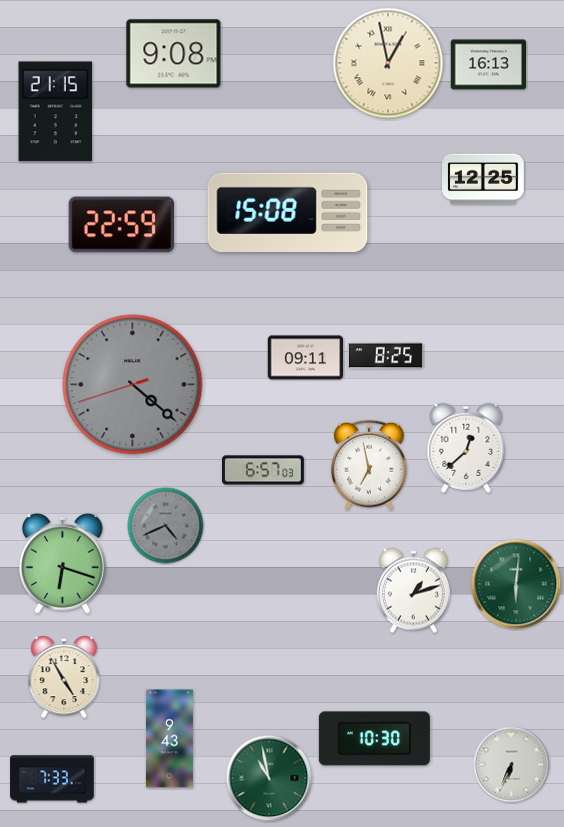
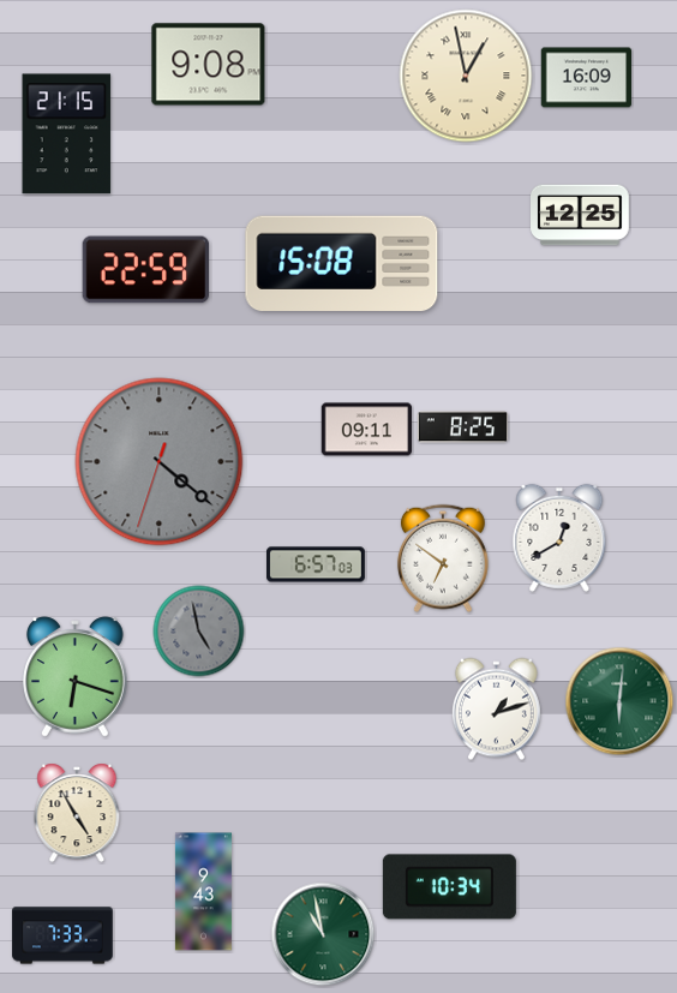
clock at (489, 65): 16:13 -> 16:09
clock at (288, 212) position: (288, 212) -> (342, 263)
clock at (133, 385): 4:21:42 -> 4:21:33
clock at (466, 448): 12:38 -> 12:40
clock at (369, 465): 6:58 -> 6:51
clock at (166, 526): 4:41 -> 4:58
clock at (169, 739) position: (169, 739) -> (203, 892)
clock at (374, 739): 10:30 -> 10:34
clock at (512, 765): 6:34 -> none
